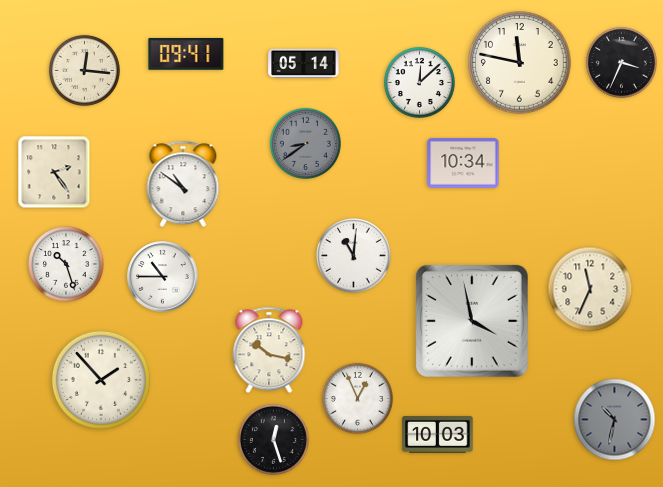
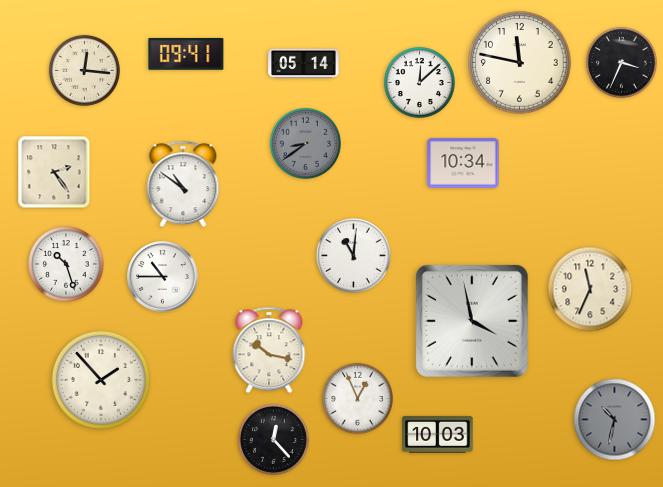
clock at (273, 439): 12:27 -> 12:23
